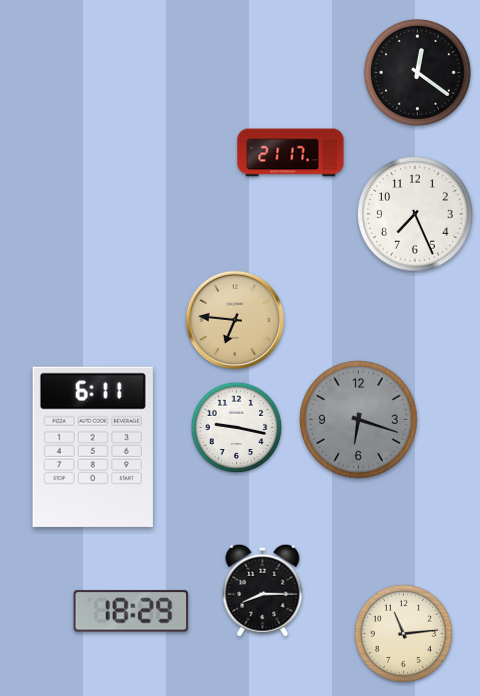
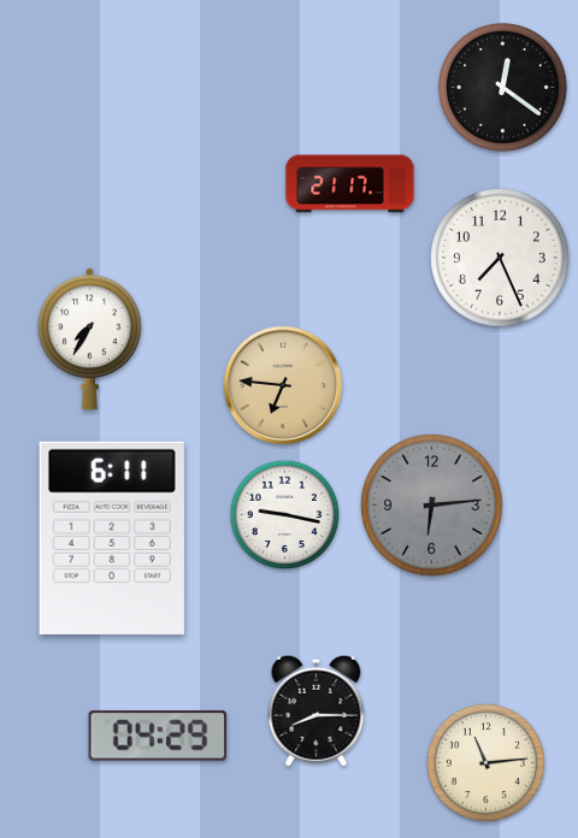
clock at (90, 338): none -> 7:35
clock at (359, 420): 6:18 -> 6:14
clock at (131, 611): 18:29 -> 04:29
